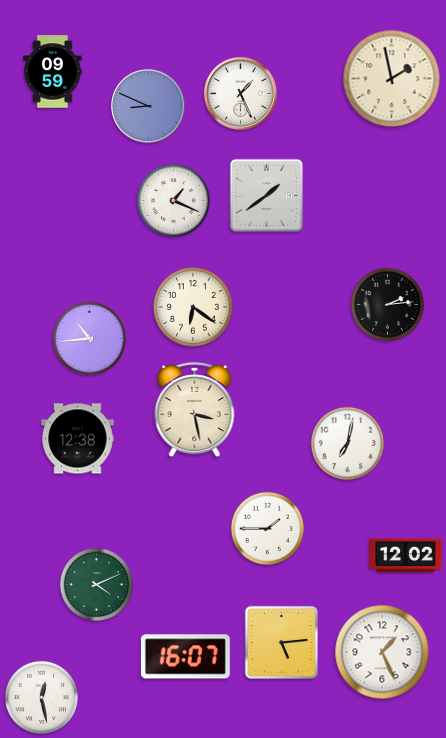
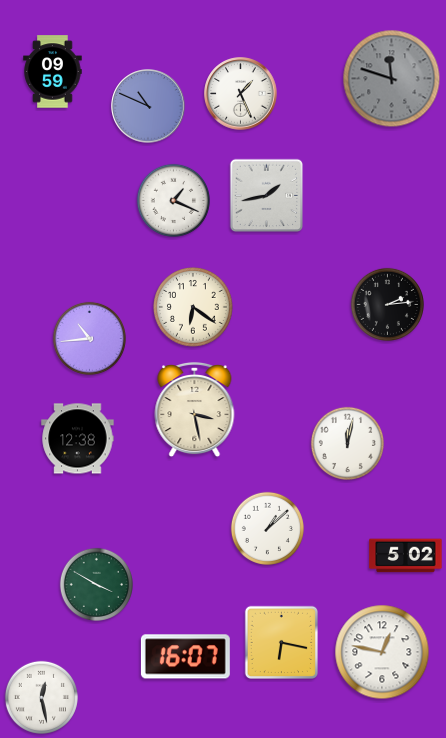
clock at (392, 79): 1:58 -> 11:48
clock at (392, 79) dial: cream -> grey
clock at (148, 106): 8:49 -> 10:49
clock at (267, 196): 1:39 -> 1:43
clock at (347, 443): 7:02 -> 12:02
clock at (267, 528): 1:45 -> 1:08
clock at (406, 556): 12:02 -> 5:02
clock at (96, 584): 4:11 -> 3:50
clock at (281, 642): 5:14 -> 6:17
clock at (382, 652): 1:26 -> 12:47
